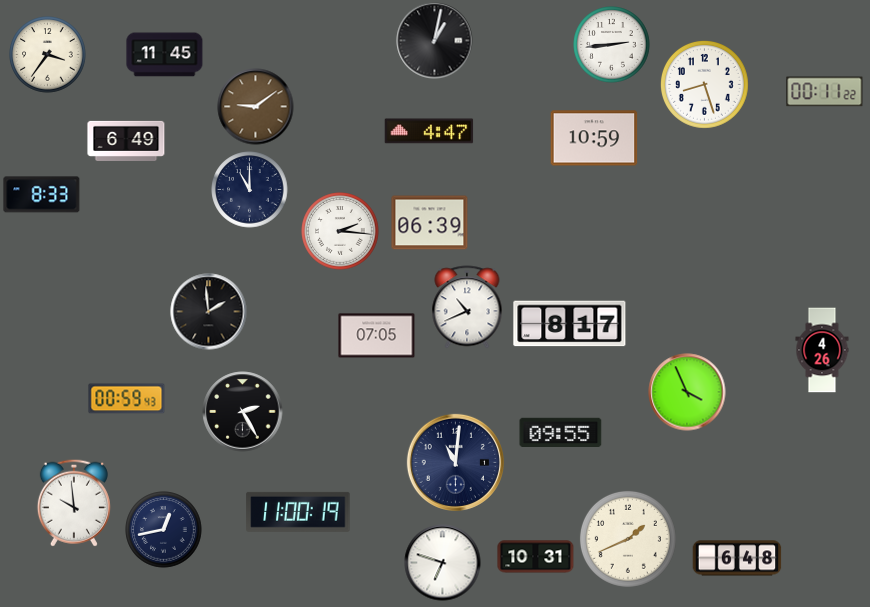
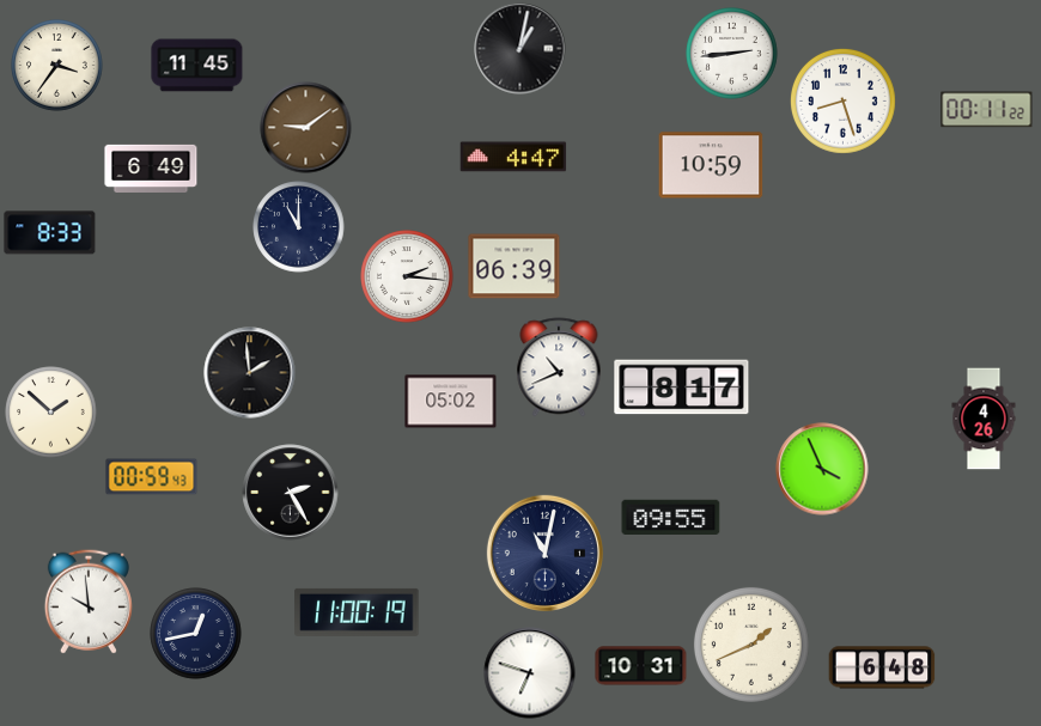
clock at (377, 336): 07:05 -> 05:02
clock at (51, 413): none -> 1:52
clock at (455, 462): 11:01 -> 11:02
